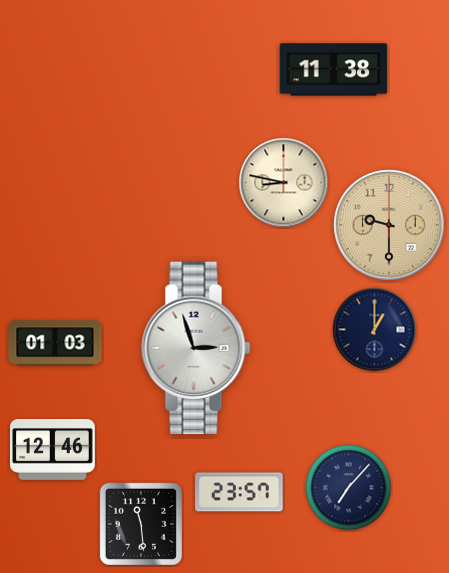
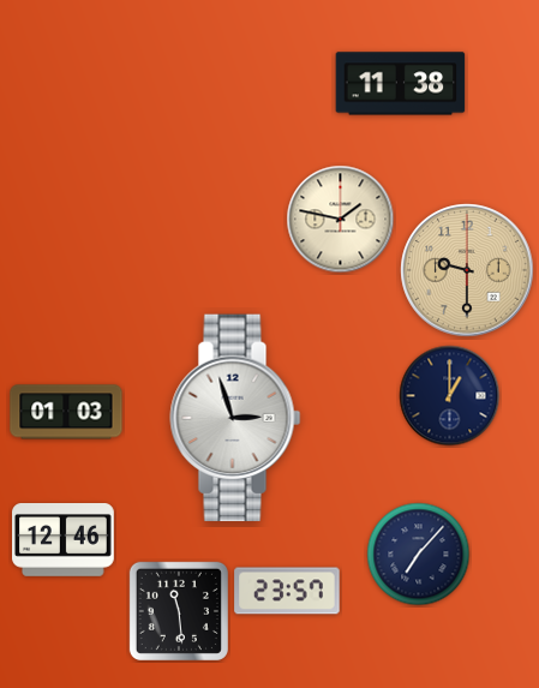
clock at (284, 183): 8:47 -> 1:47
clock at (349, 488) position: (349, 488) -> (419, 555)
clock at (141, 524) position: (141, 524) -> (179, 611)
